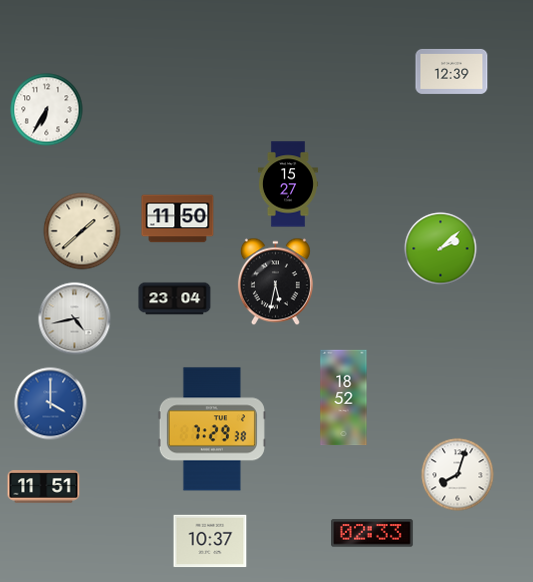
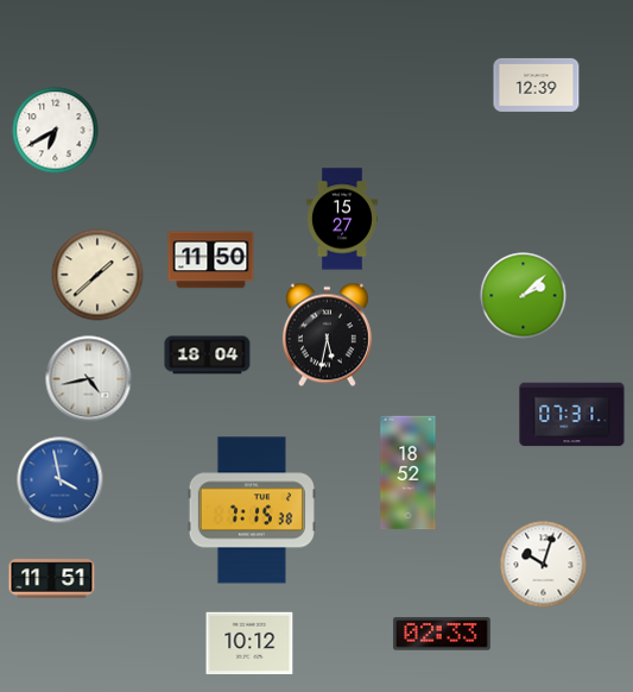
clock at (47, 110): 6:35 -> 6:40
clock at (175, 299): 23:04 -> 18:04
clock at (572, 415): none -> 07:31
clock at (51, 404): 4:00 -> 3:58
clock at (212, 429): 7:29 -> 7:15
clock at (458, 475): 8:03 -> 10:03
clock at (210, 541): 10:37 -> 10:12
